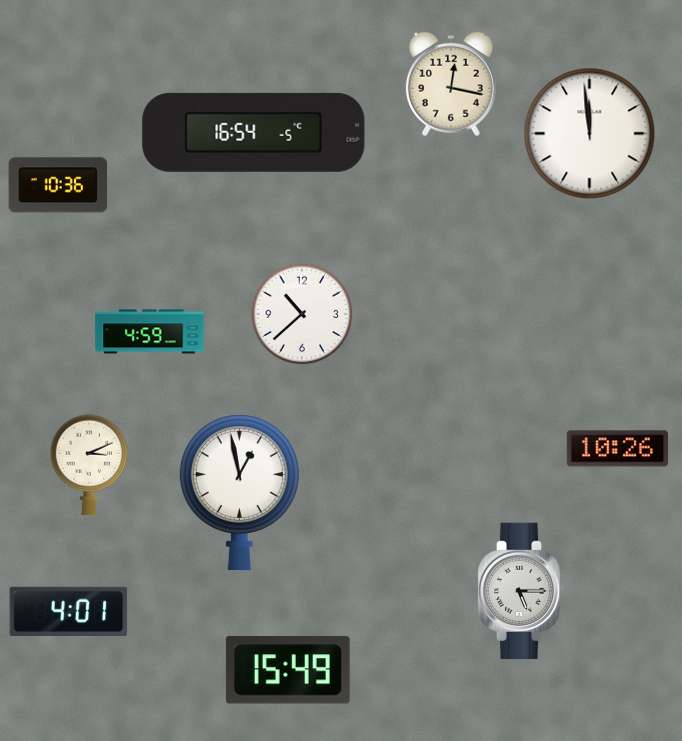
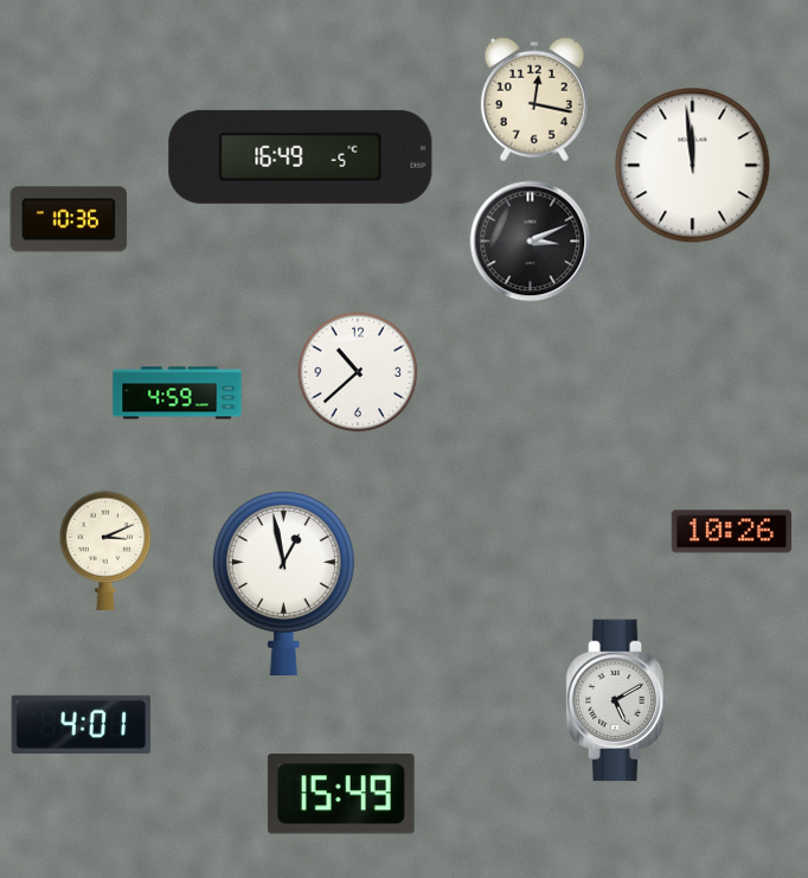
clock at (254, 132): 16:54 -> 16:49
clock at (590, 134) position: (590, 134) -> (693, 166)
clock at (531, 242): none -> 3:11
clock at (521, 591): 5:15 -> 5:10
